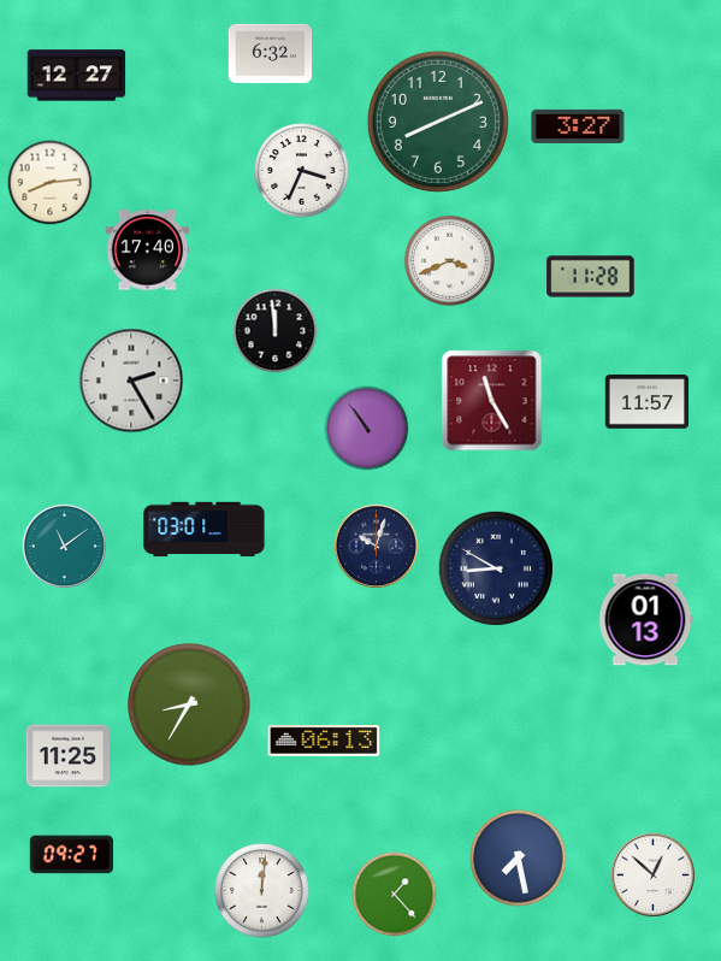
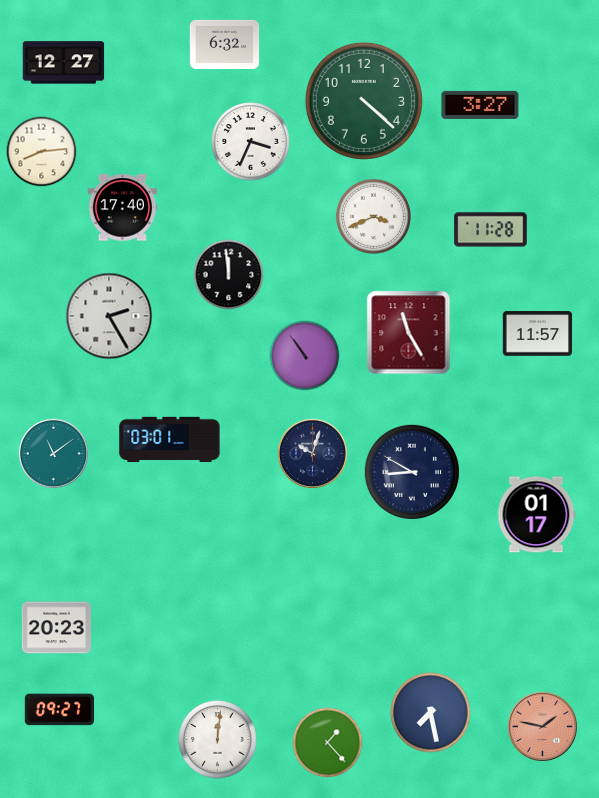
clock at (438, 122): 8:11 -> 4:22
clock at (645, 620): 01:13 -> 01:17
clock at (189, 704): 8:35 -> none
clock at (324, 741): 06:13 -> none
clock at (69, 756): 11:25 -> 20:23
clock at (652, 874): 12:52 -> 1:47
clock at (652, 874) dial: white -> salmon
